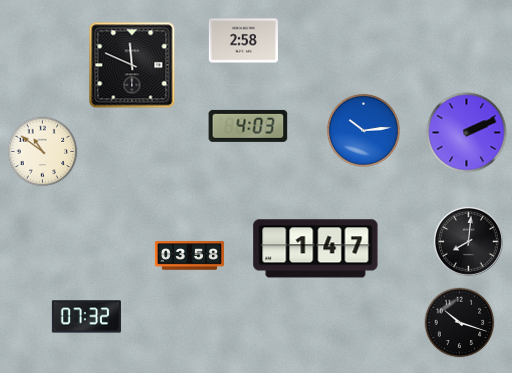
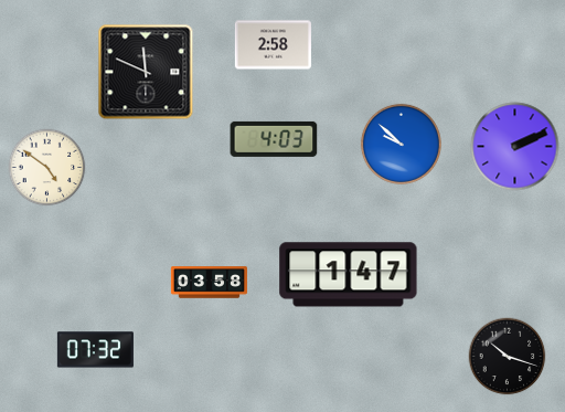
clock at (243, 41) position: (243, 41) -> (273, 45)
clock at (363, 130): 10:14 -> 9:52
clock at (43, 152): 10:51 -> 4:51
clock at (468, 241): 8:01 -> none
